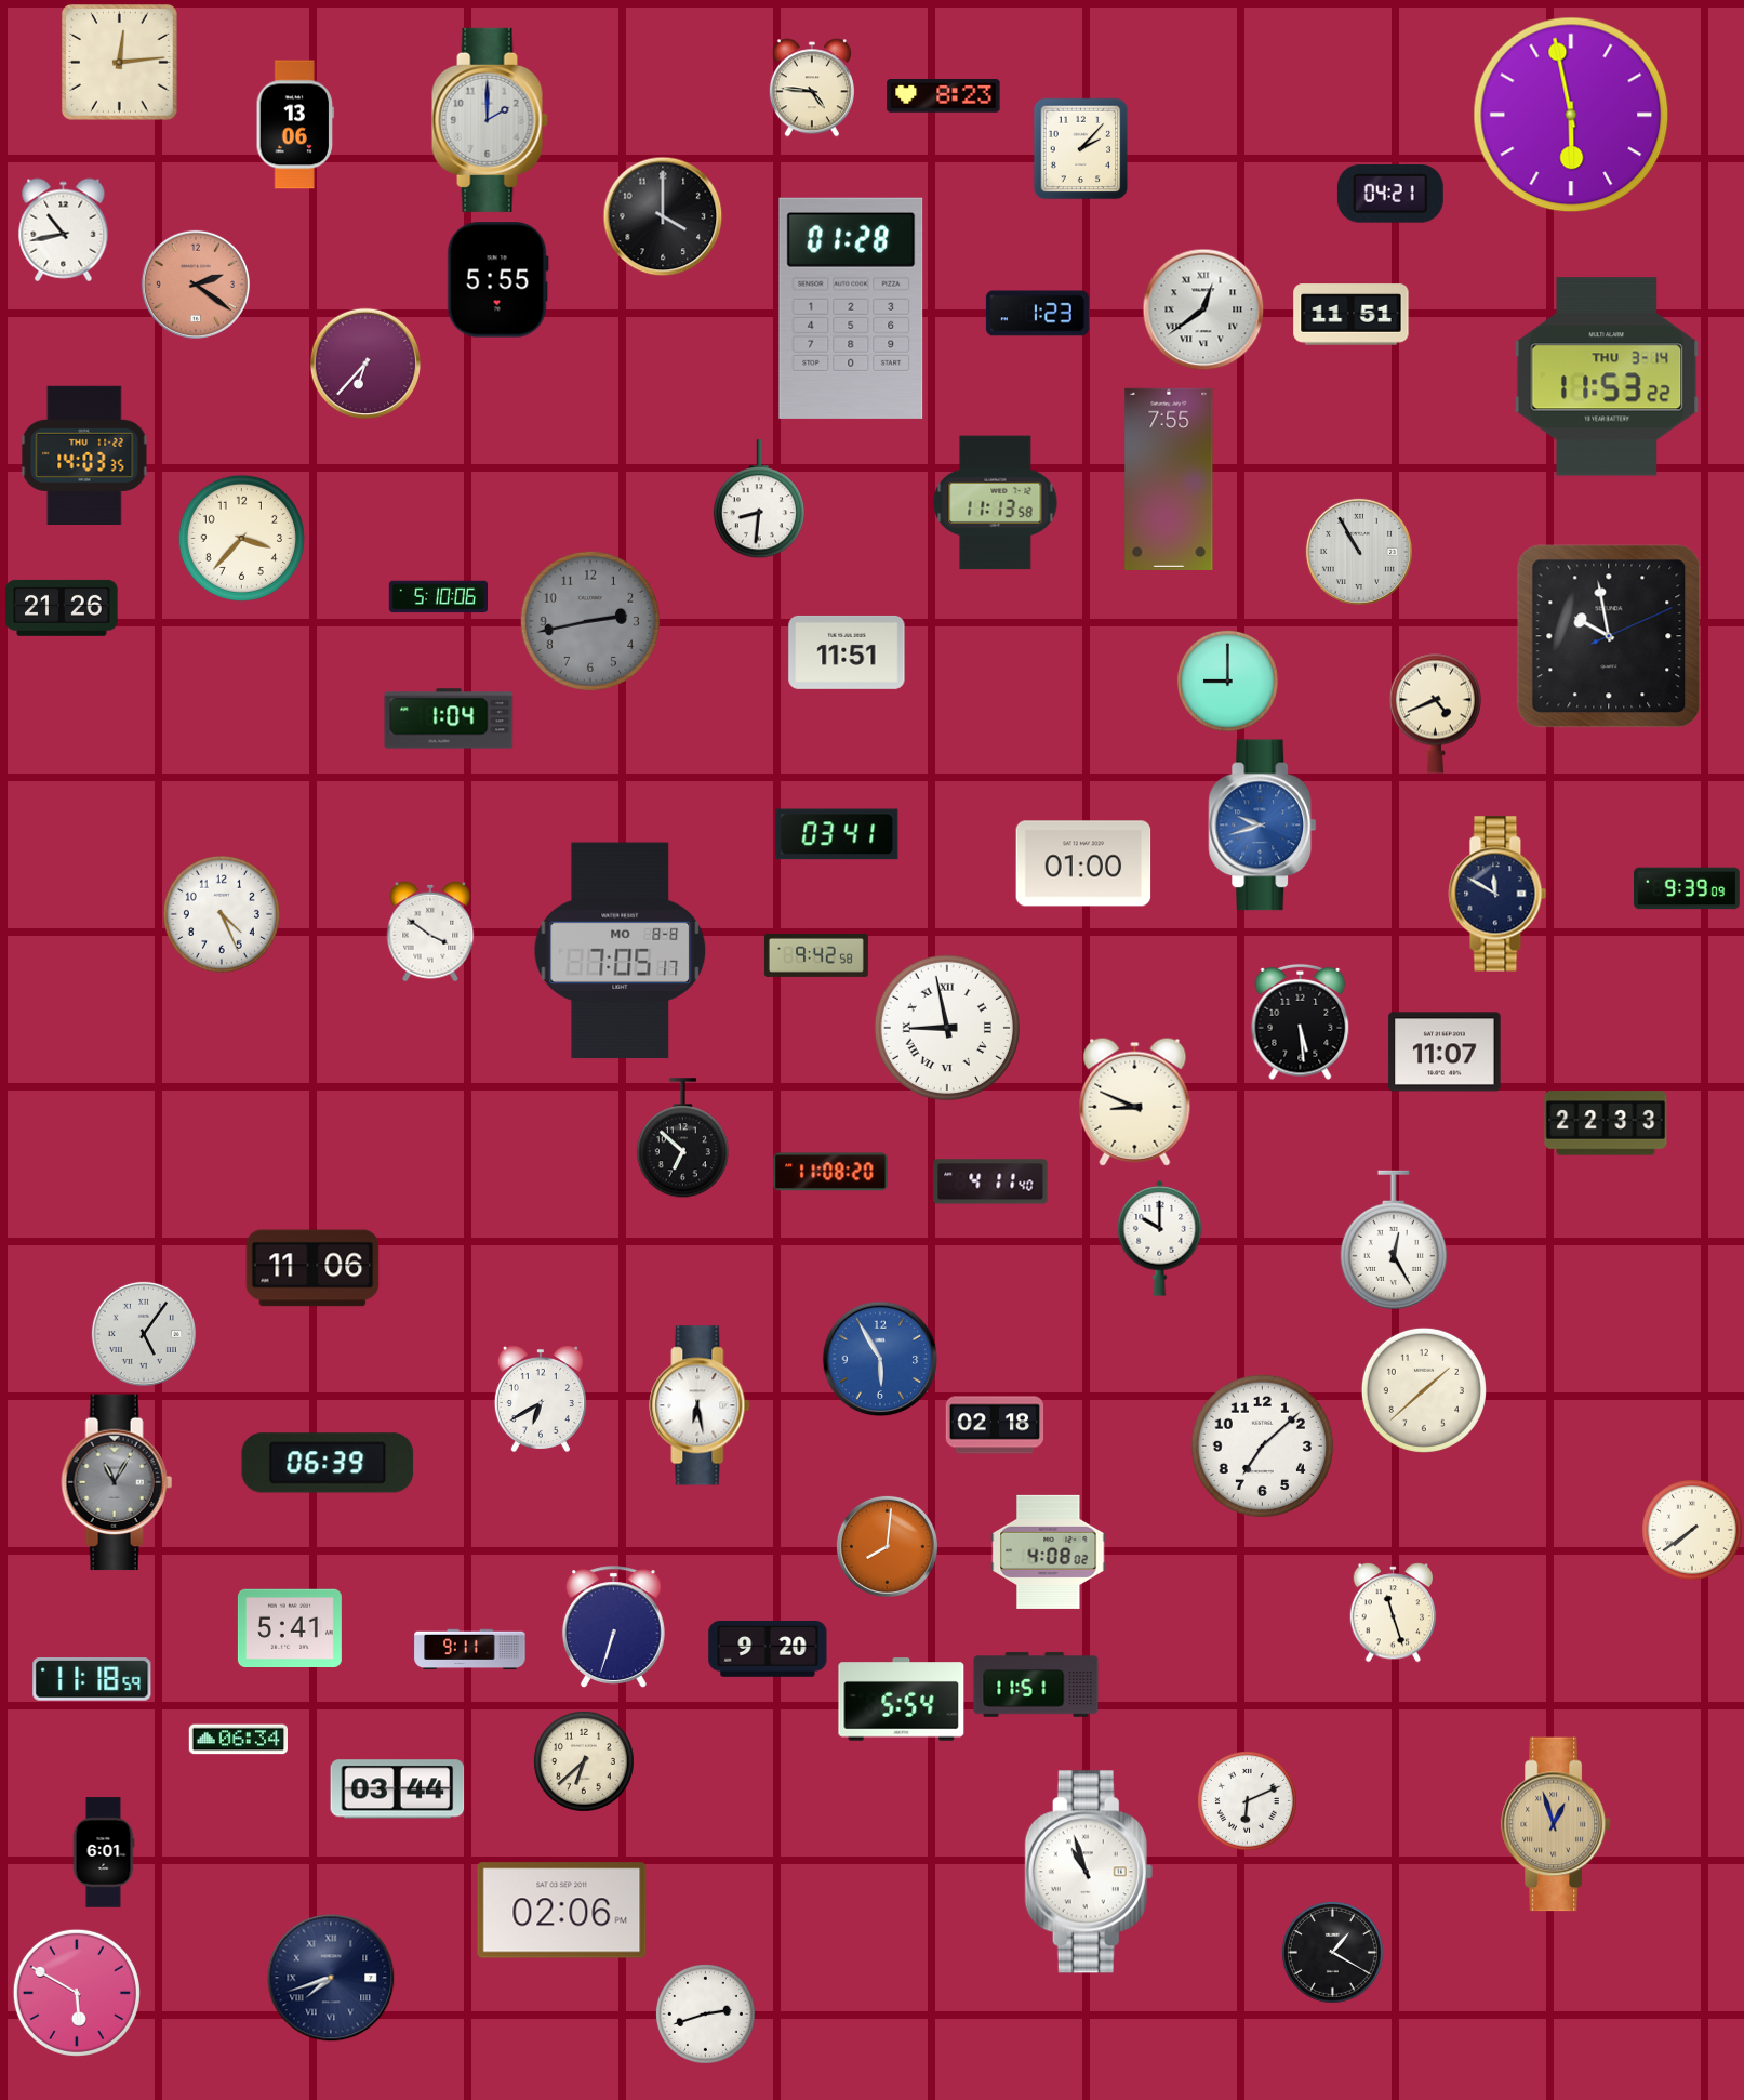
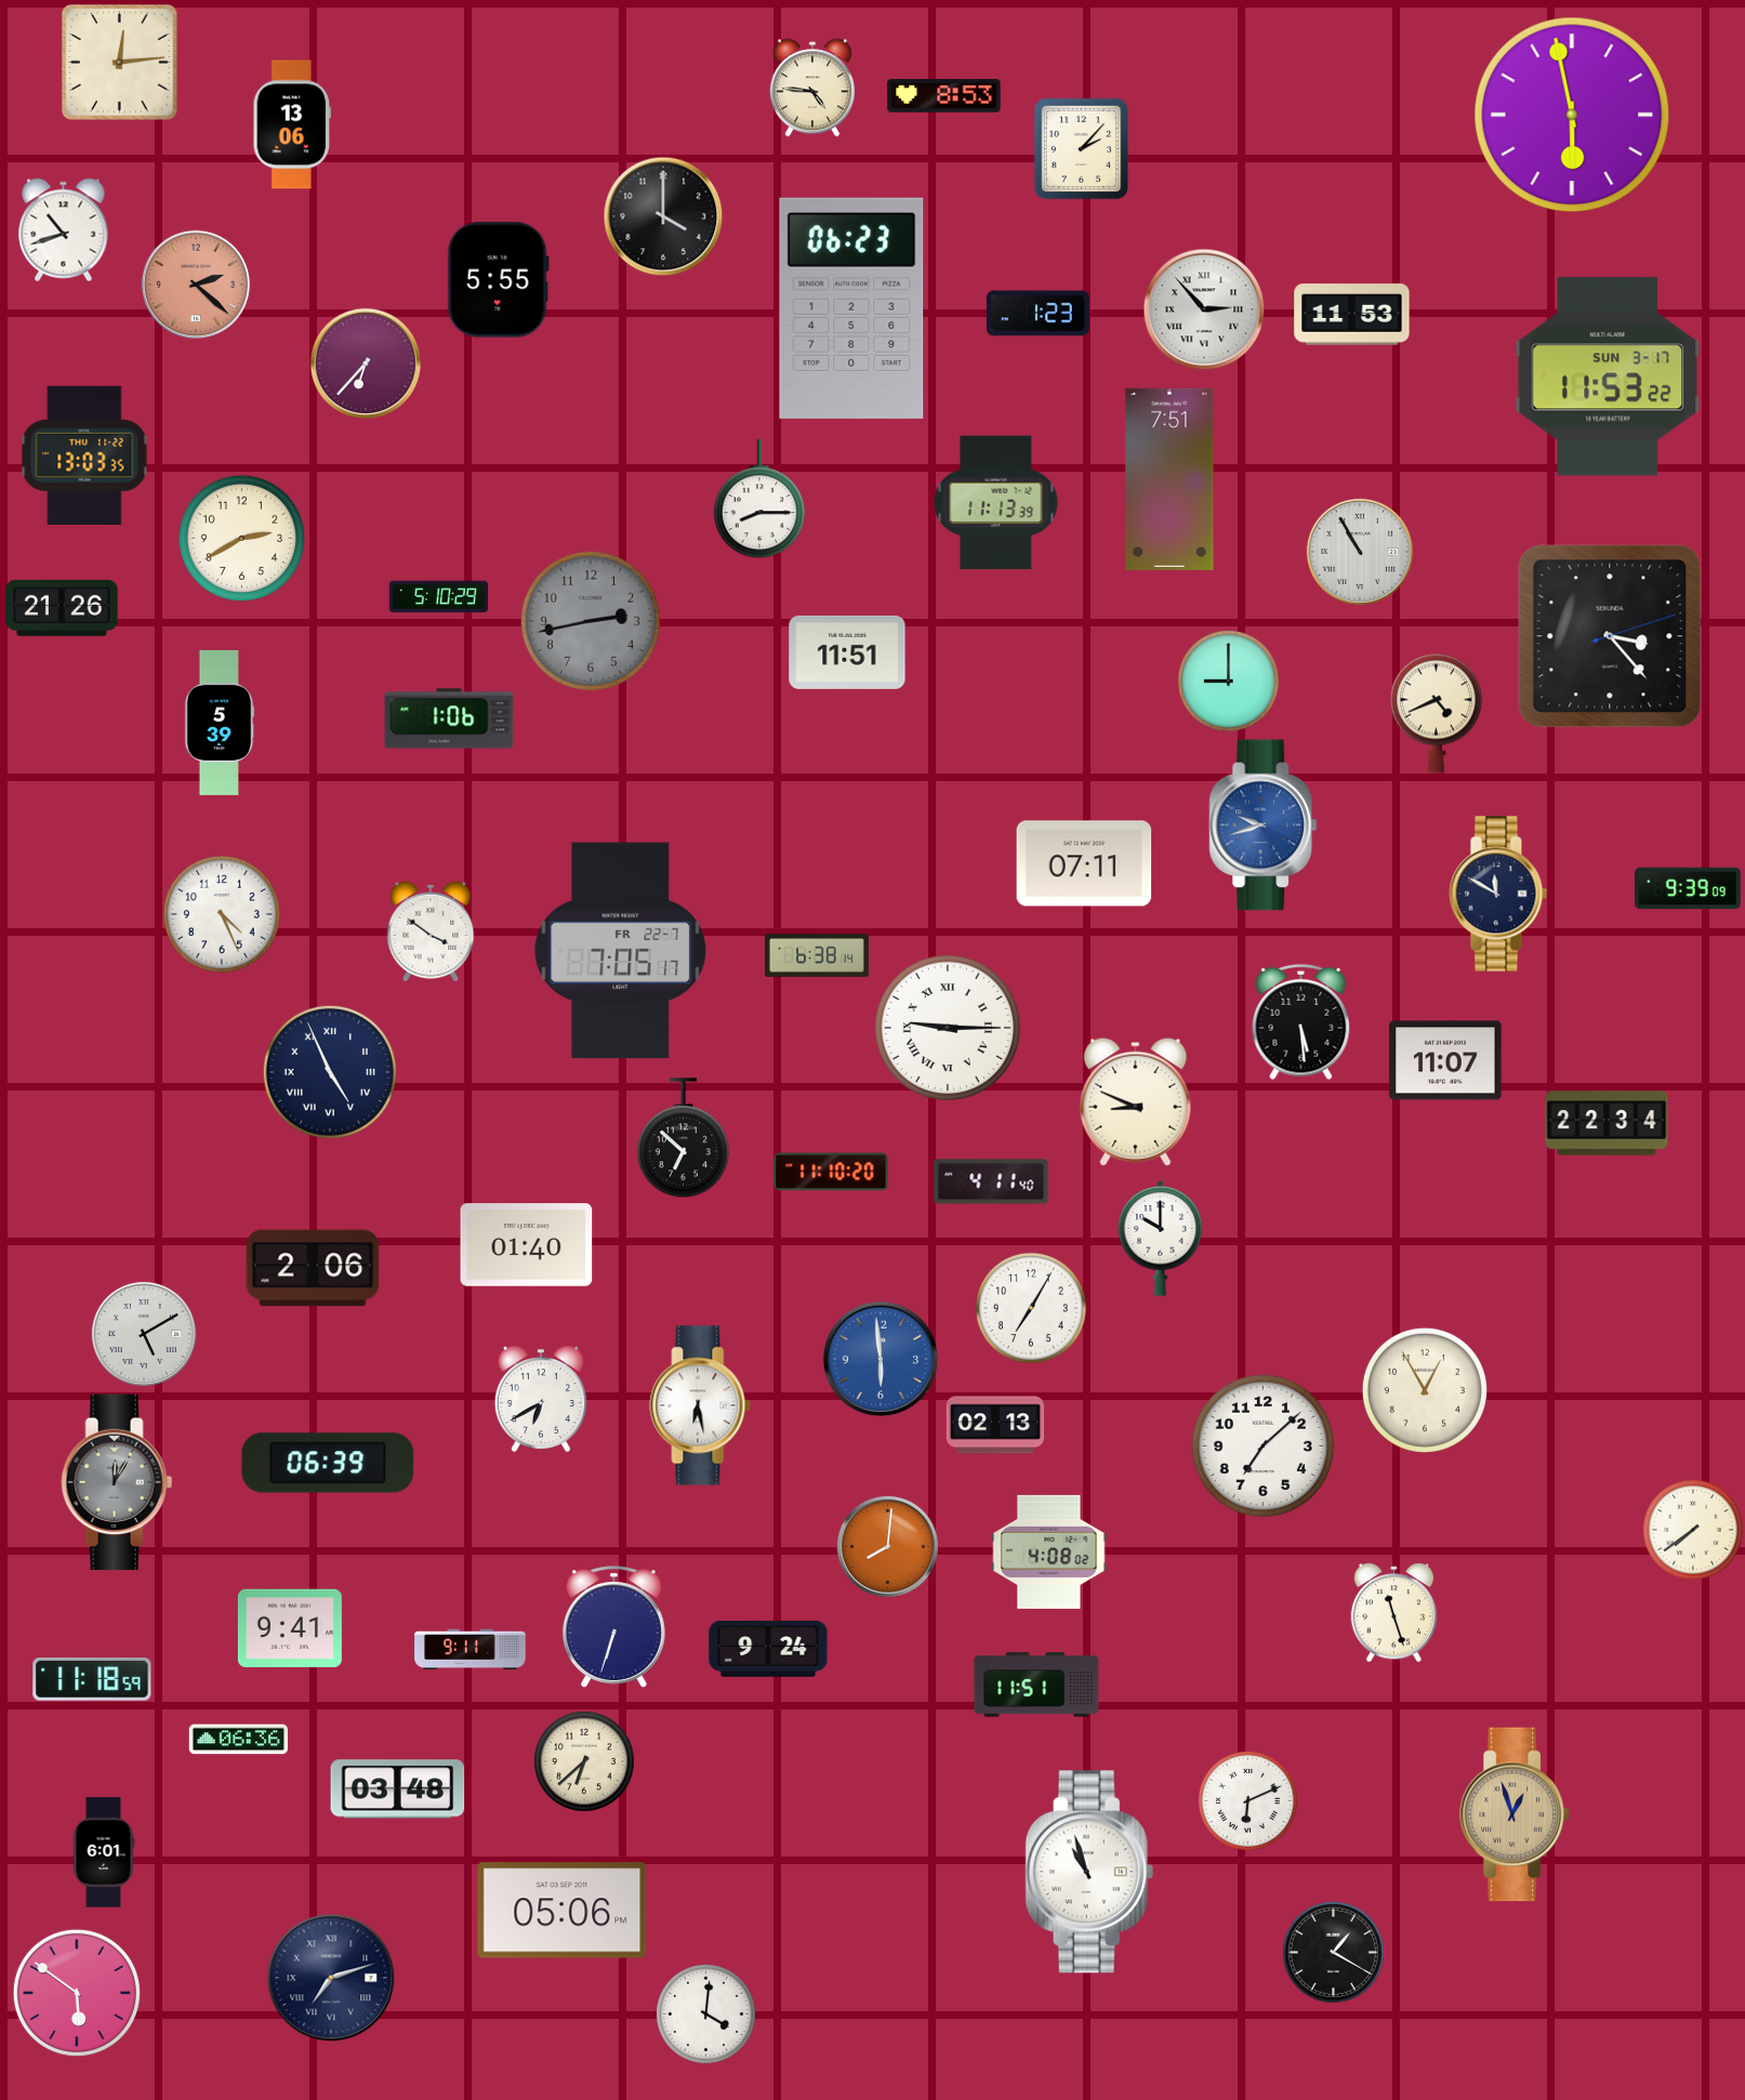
clock at (944, 96): 8:23 -> 8:53
clock at (490, 120): 2:00 -> none
clock at (295, 124) position: (295, 124) -> (292, 124)
clock at (1390, 194): 04:21 -> none
clock at (64, 230): 10:43 -> 10:42
clock at (195, 283): 2:21 -> 2:22
clock at (851, 308): 01:28 -> 06:23
clock at (1203, 309): 12:39 -> 2:53
clock at (1352, 315): 11:51 -> 11:53
clock at (1607, 377) date: THU 3-14 -> SUN 3-17
clock at (84, 454): 14:03 -> 13:03
clock at (1169, 479): 7:55 -> 7:51
clock at (759, 500): 8:31 -> 8:15
clock at (996, 503): 11:13:58 -> 11:13:39
clock at (241, 538): 3:37 -> 2:40
clock at (438, 597): 5:10:06 -> 5:10:29
clock at (1609, 636): 9:58 -> 3:23
clock at (449, 718): 1:04 -> 1:06
clock at (220, 723): none -> 5:39
clock at (837, 834): 03:41 -> none
clock at (1083, 863): 01:00 -> 07:11
clock at (621, 951) date: MO 8-8 -> FR 22-7
clock at (816, 955): 9:42 -> 6:38
clock at (946, 1027): 8:58 -> 9:15
clock at (1445, 1052) position: (1445, 1052) -> (1445, 1060)
clock at (330, 1072): none -> 4:56
clock at (1606, 1123): 22:33 -> 22:34
clock at (830, 1172): 11:08 -> 11:10
clock at (1394, 1240): 12:25 -> none
clock at (527, 1245): none -> 01:40
clock at (312, 1268): 11:06 -> 2:06
clock at (1031, 1308): none -> 7:05
clock at (144, 1334): 5:06 -> 5:10
clock at (880, 1359): 5:55 -> 5:59
clock at (1424, 1390): 1:38 -> 12:55
clock at (995, 1425): 02:18 -> 02:13
clock at (117, 1482): 11:05 -> 12:05
clock at (290, 1627): 5:41 -> 9:41
clock at (768, 1649): 9:20 -> 9:24
clock at (902, 1700): 5:54 -> none
clock at (238, 1740): 06:34 -> 06:36
clock at (398, 1789): 03:44 -> 03:48
clock at (1556, 1824) position: (1556, 1824) -> (1515, 1814)
clock at (562, 1911): 02:06 -> 05:06
clock at (331, 1978): 7:42 -> 7:12
clock at (77, 1993): 5:50 -> 5:51
clock at (705, 2013): 2:42 -> 4:01
